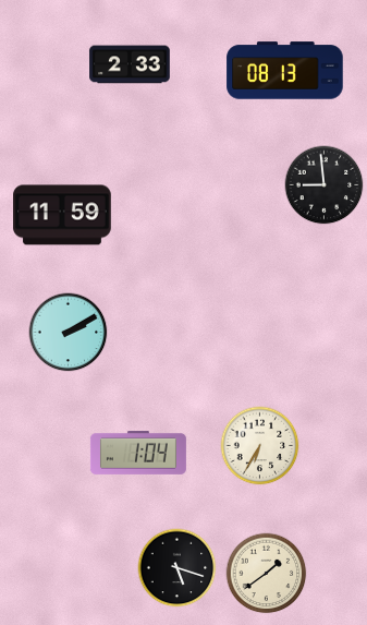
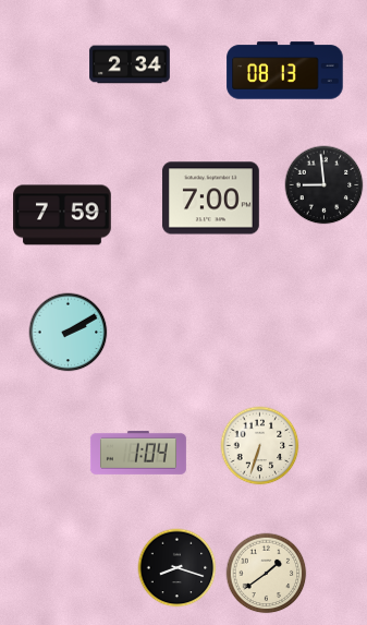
clock at (130, 64): 2:33 -> 2:34
clock at (210, 199): none -> 7:00
clock at (62, 215): 11:59 -> 7:59
clock at (260, 446): 6:35 -> 6:33
clock at (178, 568): 5:18 -> 8:18
